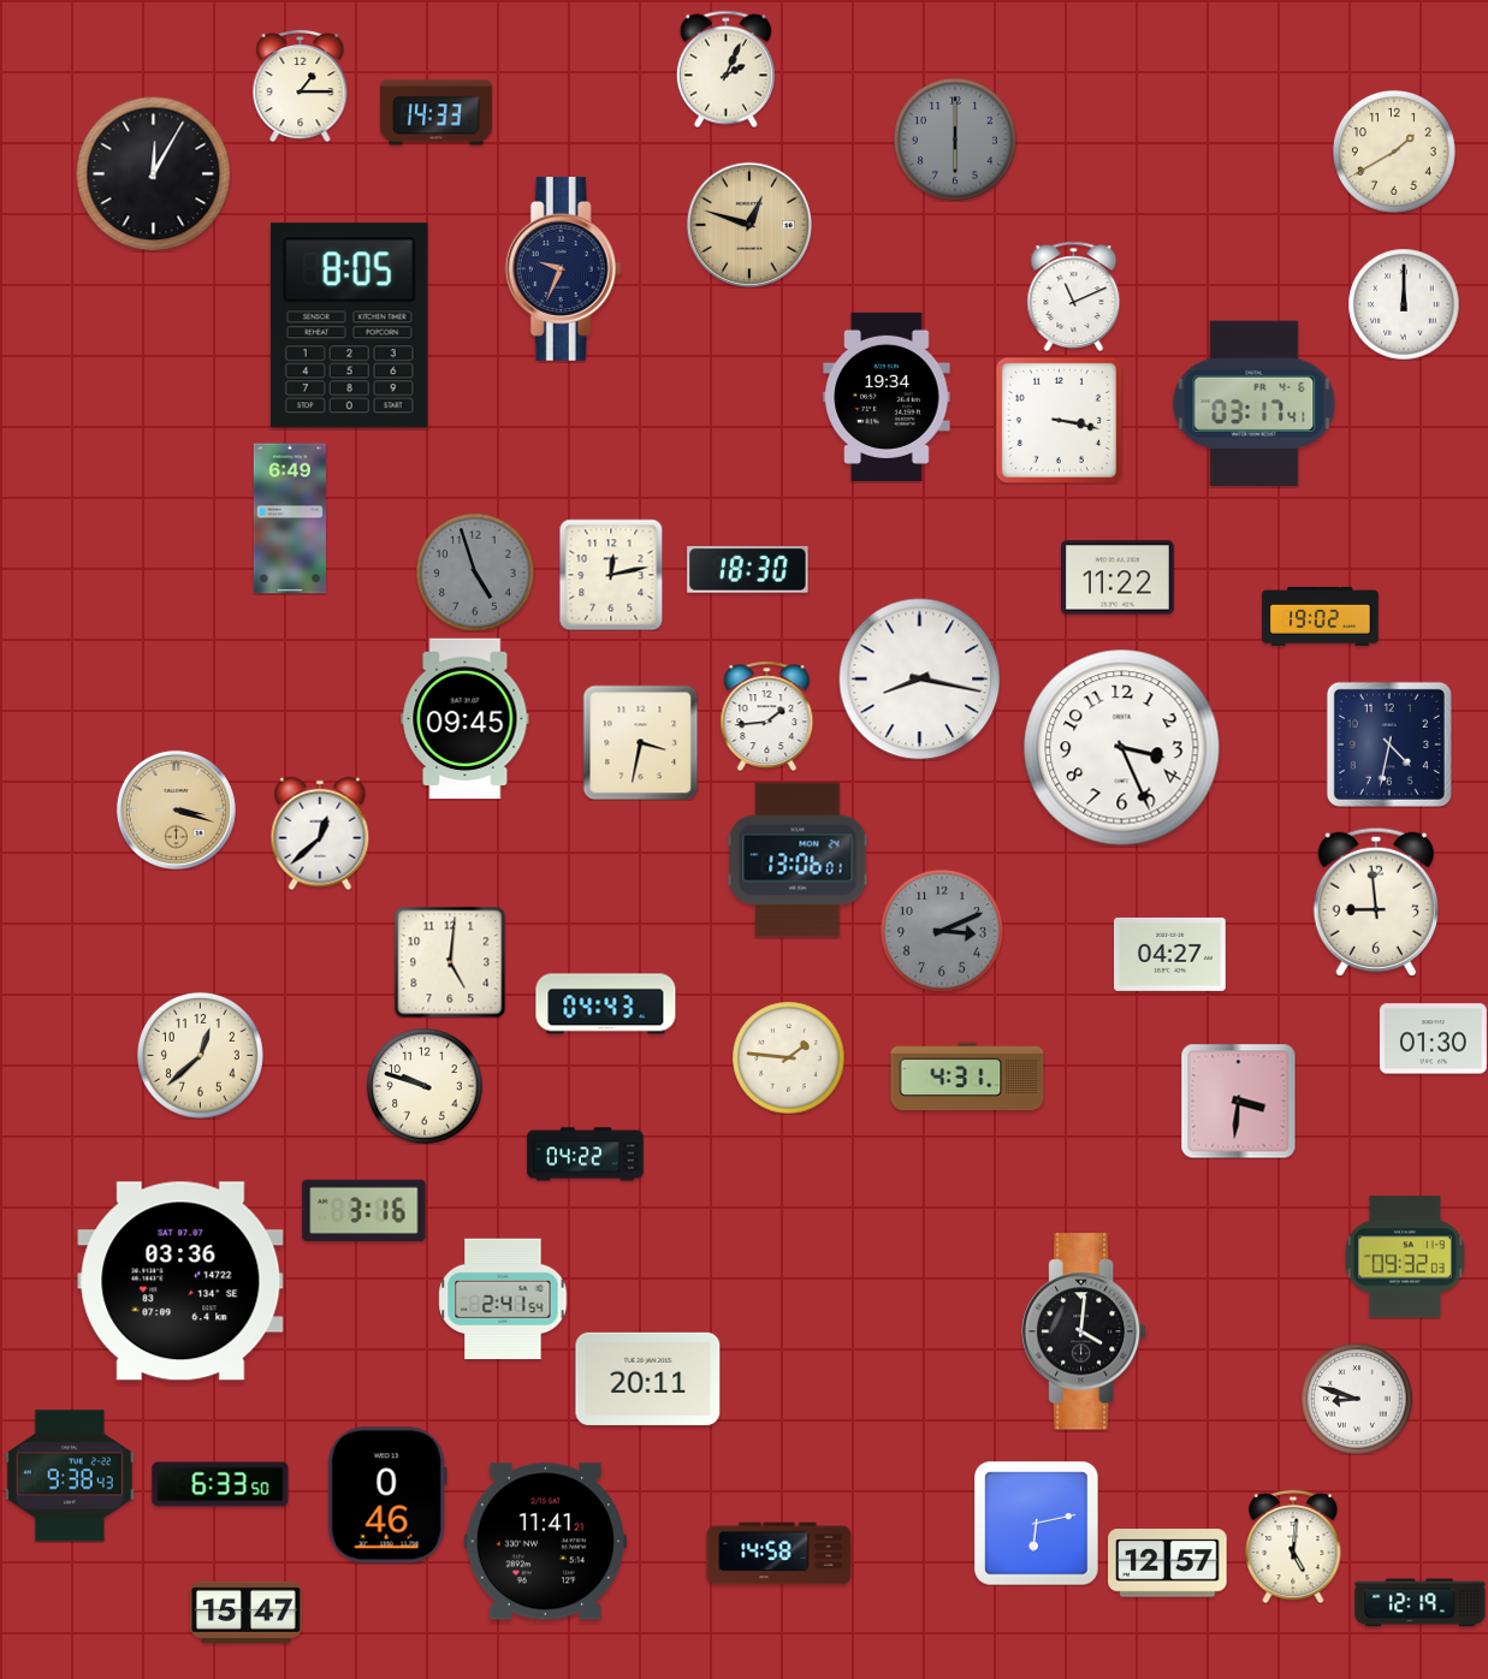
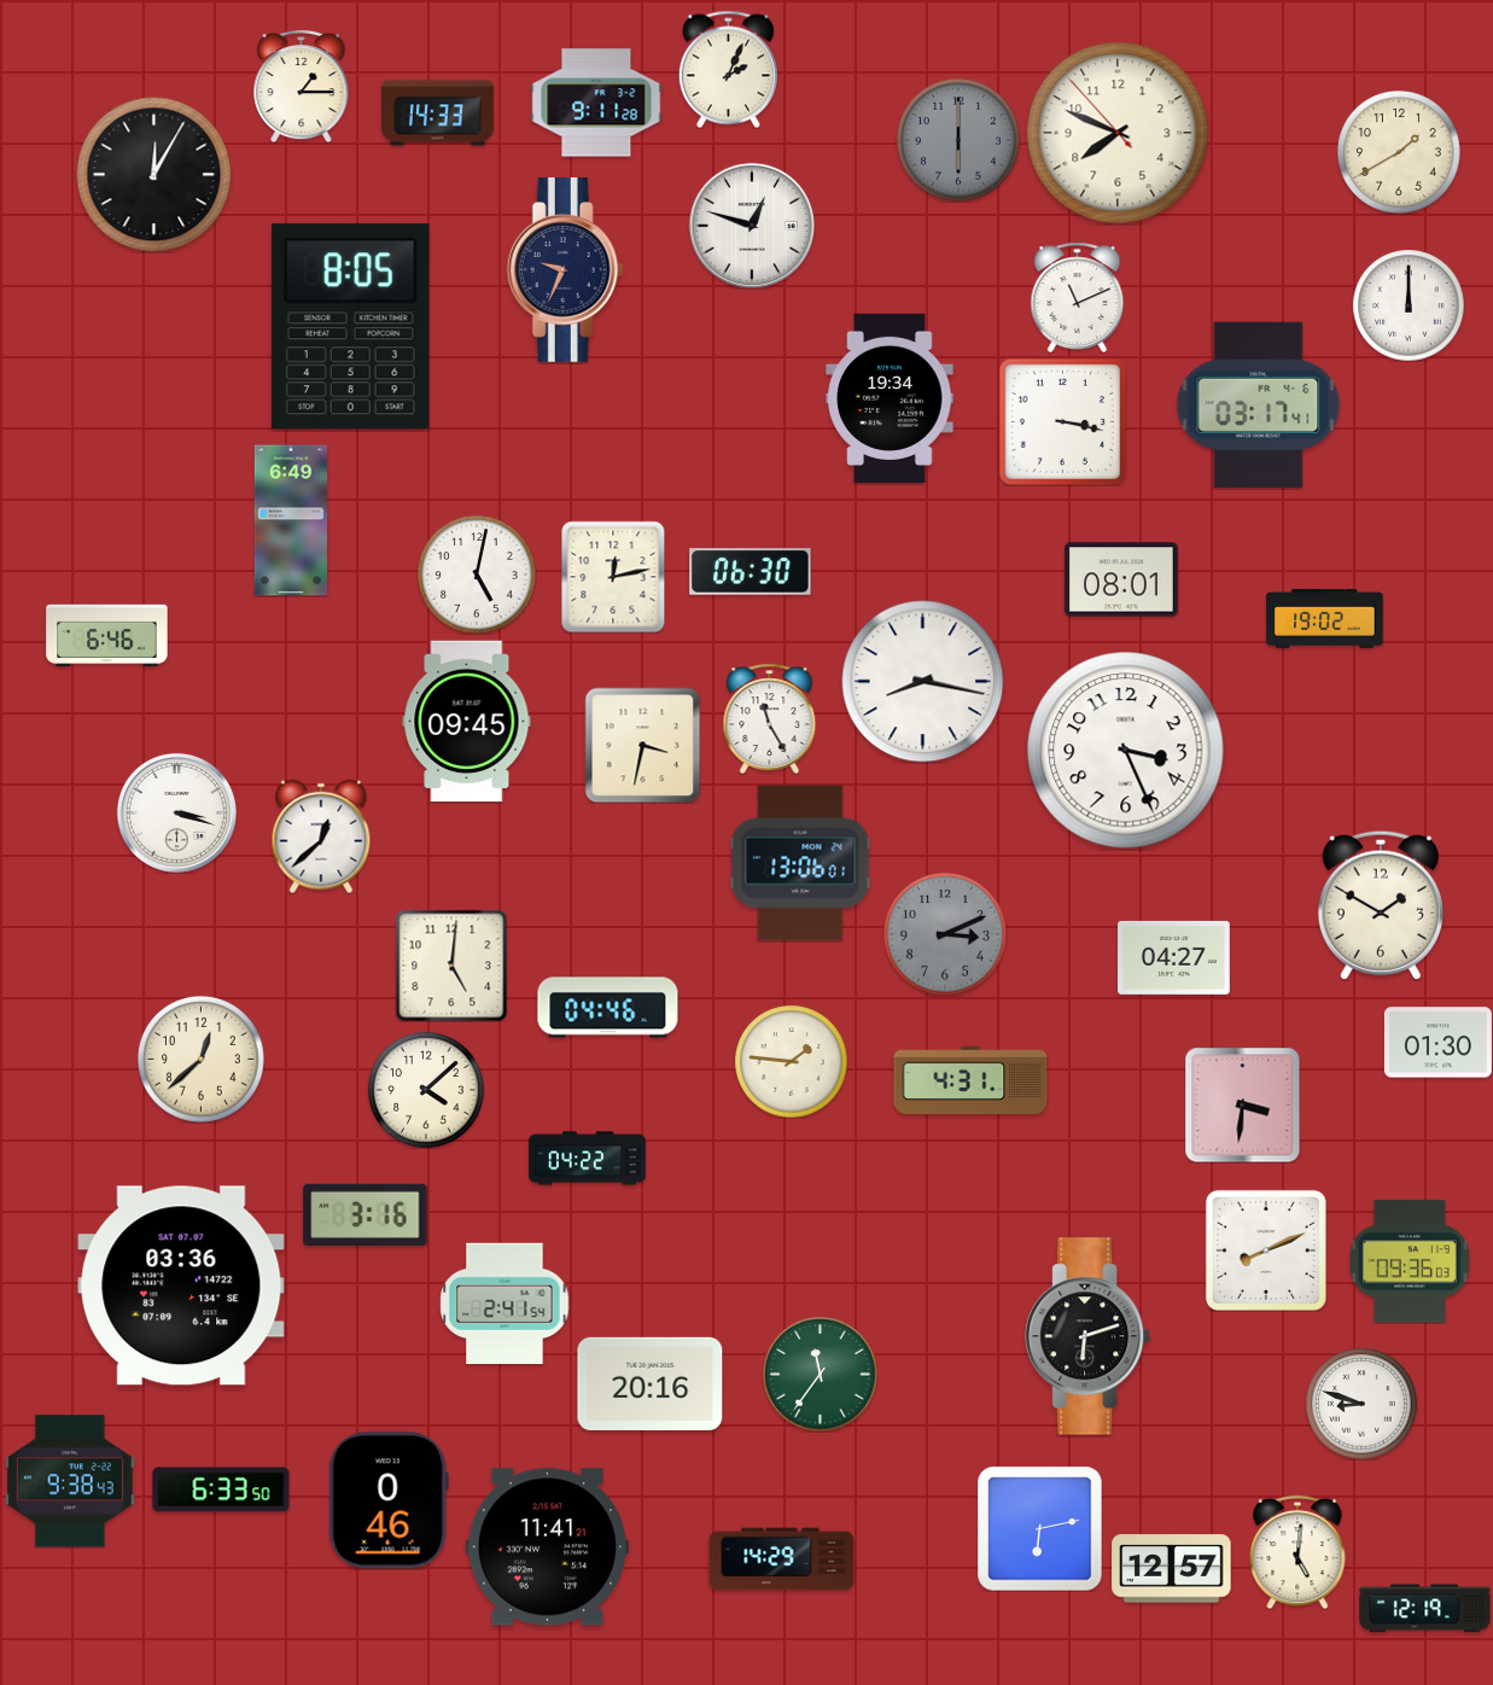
clock at (596, 103): none -> 9:11
clock at (1118, 133): none -> 7:48
clock at (749, 225) dial: champagne -> white
clock at (748, 570): 18:30 -> 06:30
clock at (475, 572): 4:57 -> 5:02
clock at (475, 572) dial: grey -> white
clock at (1118, 577): 11:22 -> 08:01
clock at (107, 636): none -> 6:46
clock at (767, 716): 1:44 -> 11:25
clock at (1389, 744): 4:32 -> none
clock at (176, 809) dial: champagne -> white
clock at (1376, 902): 8:59 -> 1:50
clock at (606, 1004): 04:43 -> 04:46
clock at (425, 1086): 9:48 -> 4:08
clock at (1266, 1250): none -> 8:11
clock at (1405, 1257): 09:32 -> 09:36
clock at (1085, 1331): 4:01 -> 6:12
clock at (820, 1374): none -> 11:36
clock at (648, 1378): 20:11 -> 20:16
clock at (779, 1554): 14:58 -> 14:29
clock at (247, 1612): 15:47 -> none
